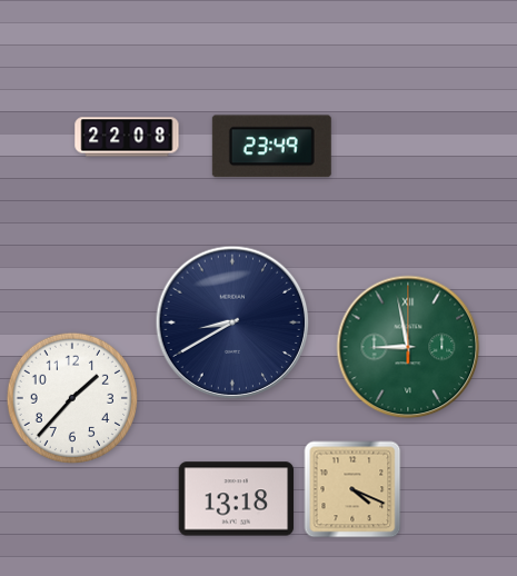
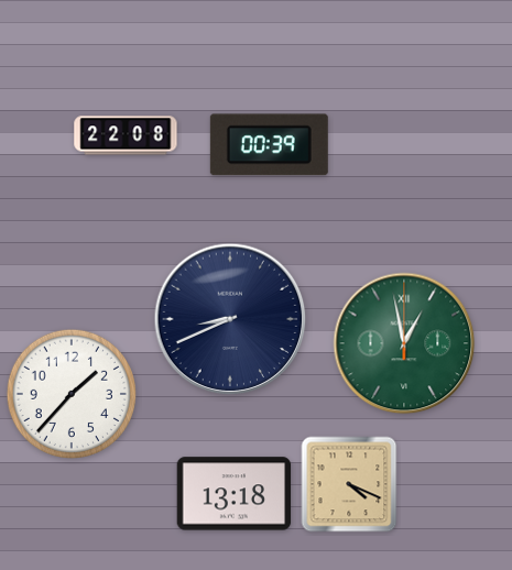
clock at (271, 147): 23:49 -> 00:39
clock at (232, 322): 8:40 -> 8:41
clock at (408, 347): 8:58 -> 12:58
